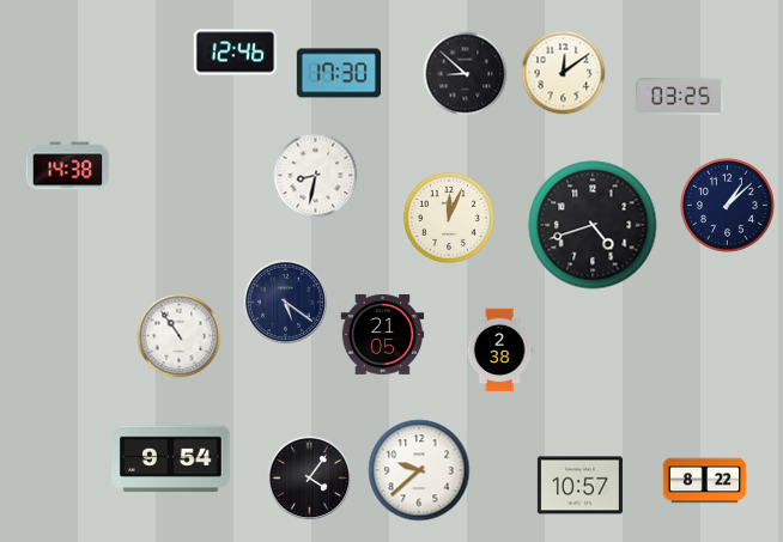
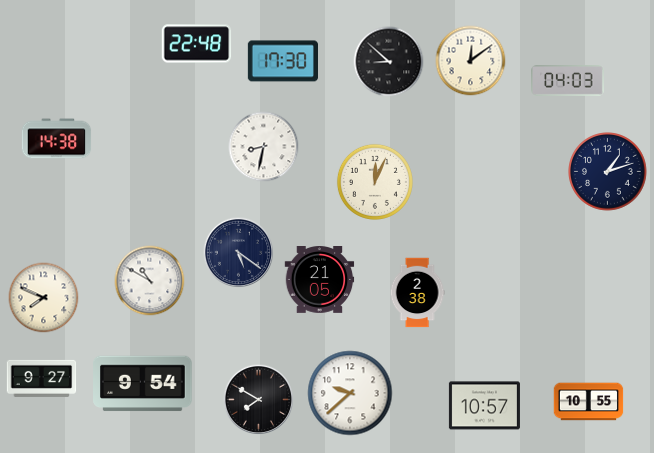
clock at (236, 53): 12:46 -> 22:48
clock at (680, 97): 03:25 -> 04:03
clock at (728, 206): 1:08 -> 1:12
clock at (593, 225): 4:42 -> none
clock at (180, 336): 10:54 -> 10:50
clock at (44, 298): none -> 7:49
clock at (42, 378): none -> 9:27
clock at (309, 477): 4:06 -> 7:50
clock at (705, 481): 8:22 -> 10:55
